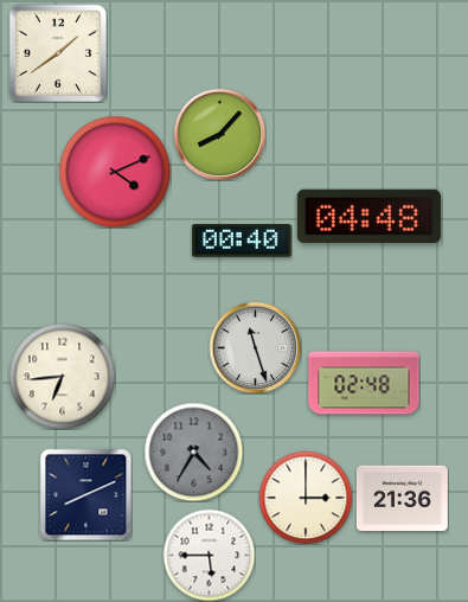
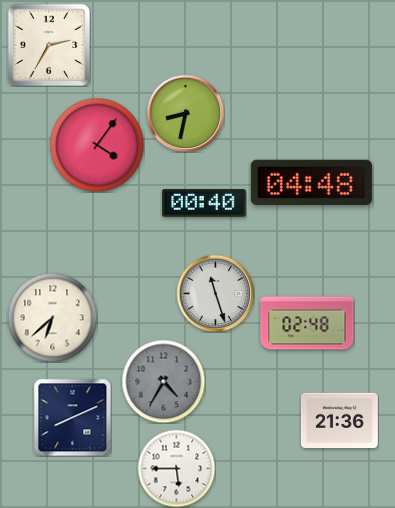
clock at (58, 53): 1:39 -> 2:35
clock at (219, 134): 8:07 -> 8:32
clock at (115, 172): 4:11 -> 4:06
clock at (62, 376): 6:44 -> 6:38
clock at (306, 498): 3:00 -> none
